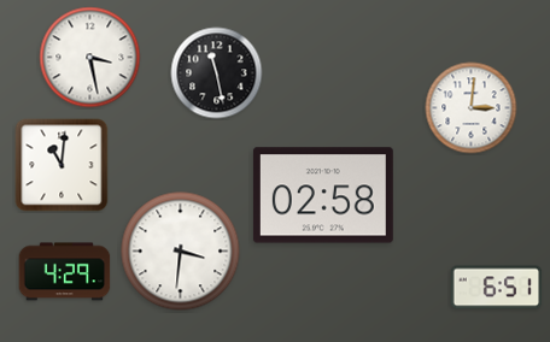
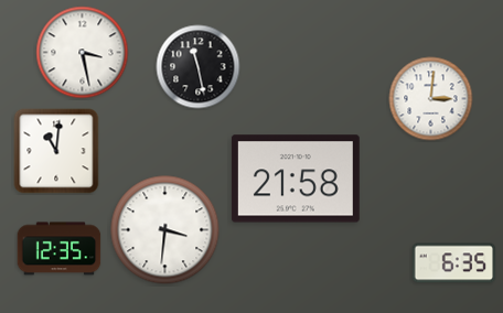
clock at (323, 195): 02:58 -> 21:58
clock at (65, 272): 4:29 -> 12:35
clock at (497, 288): 6:51 -> 6:35
